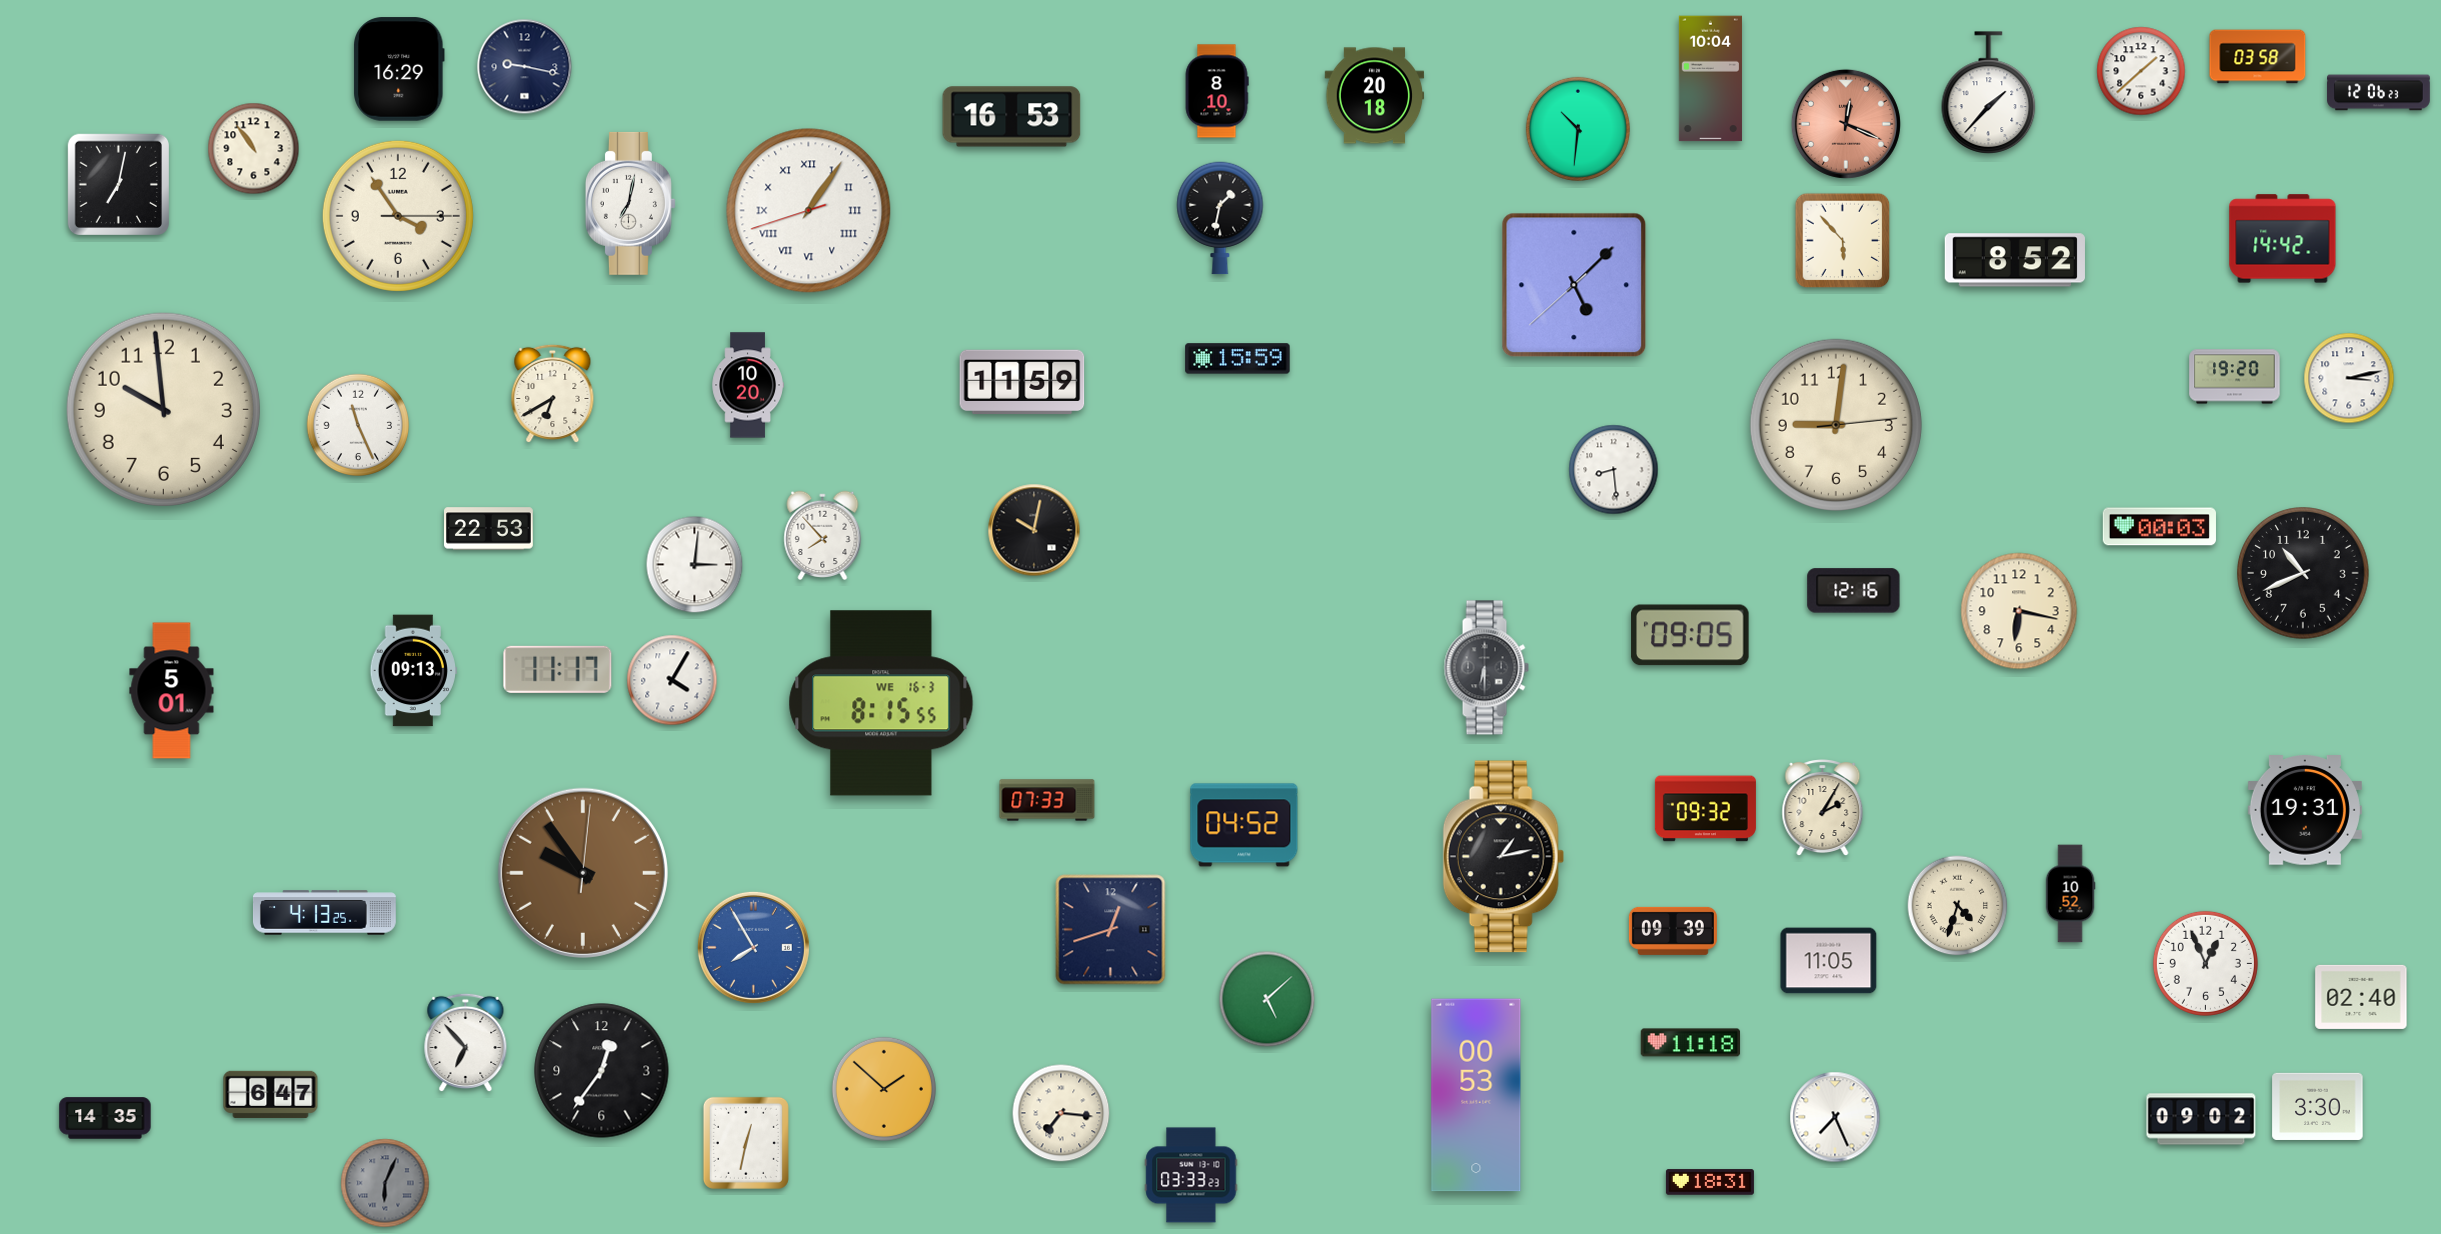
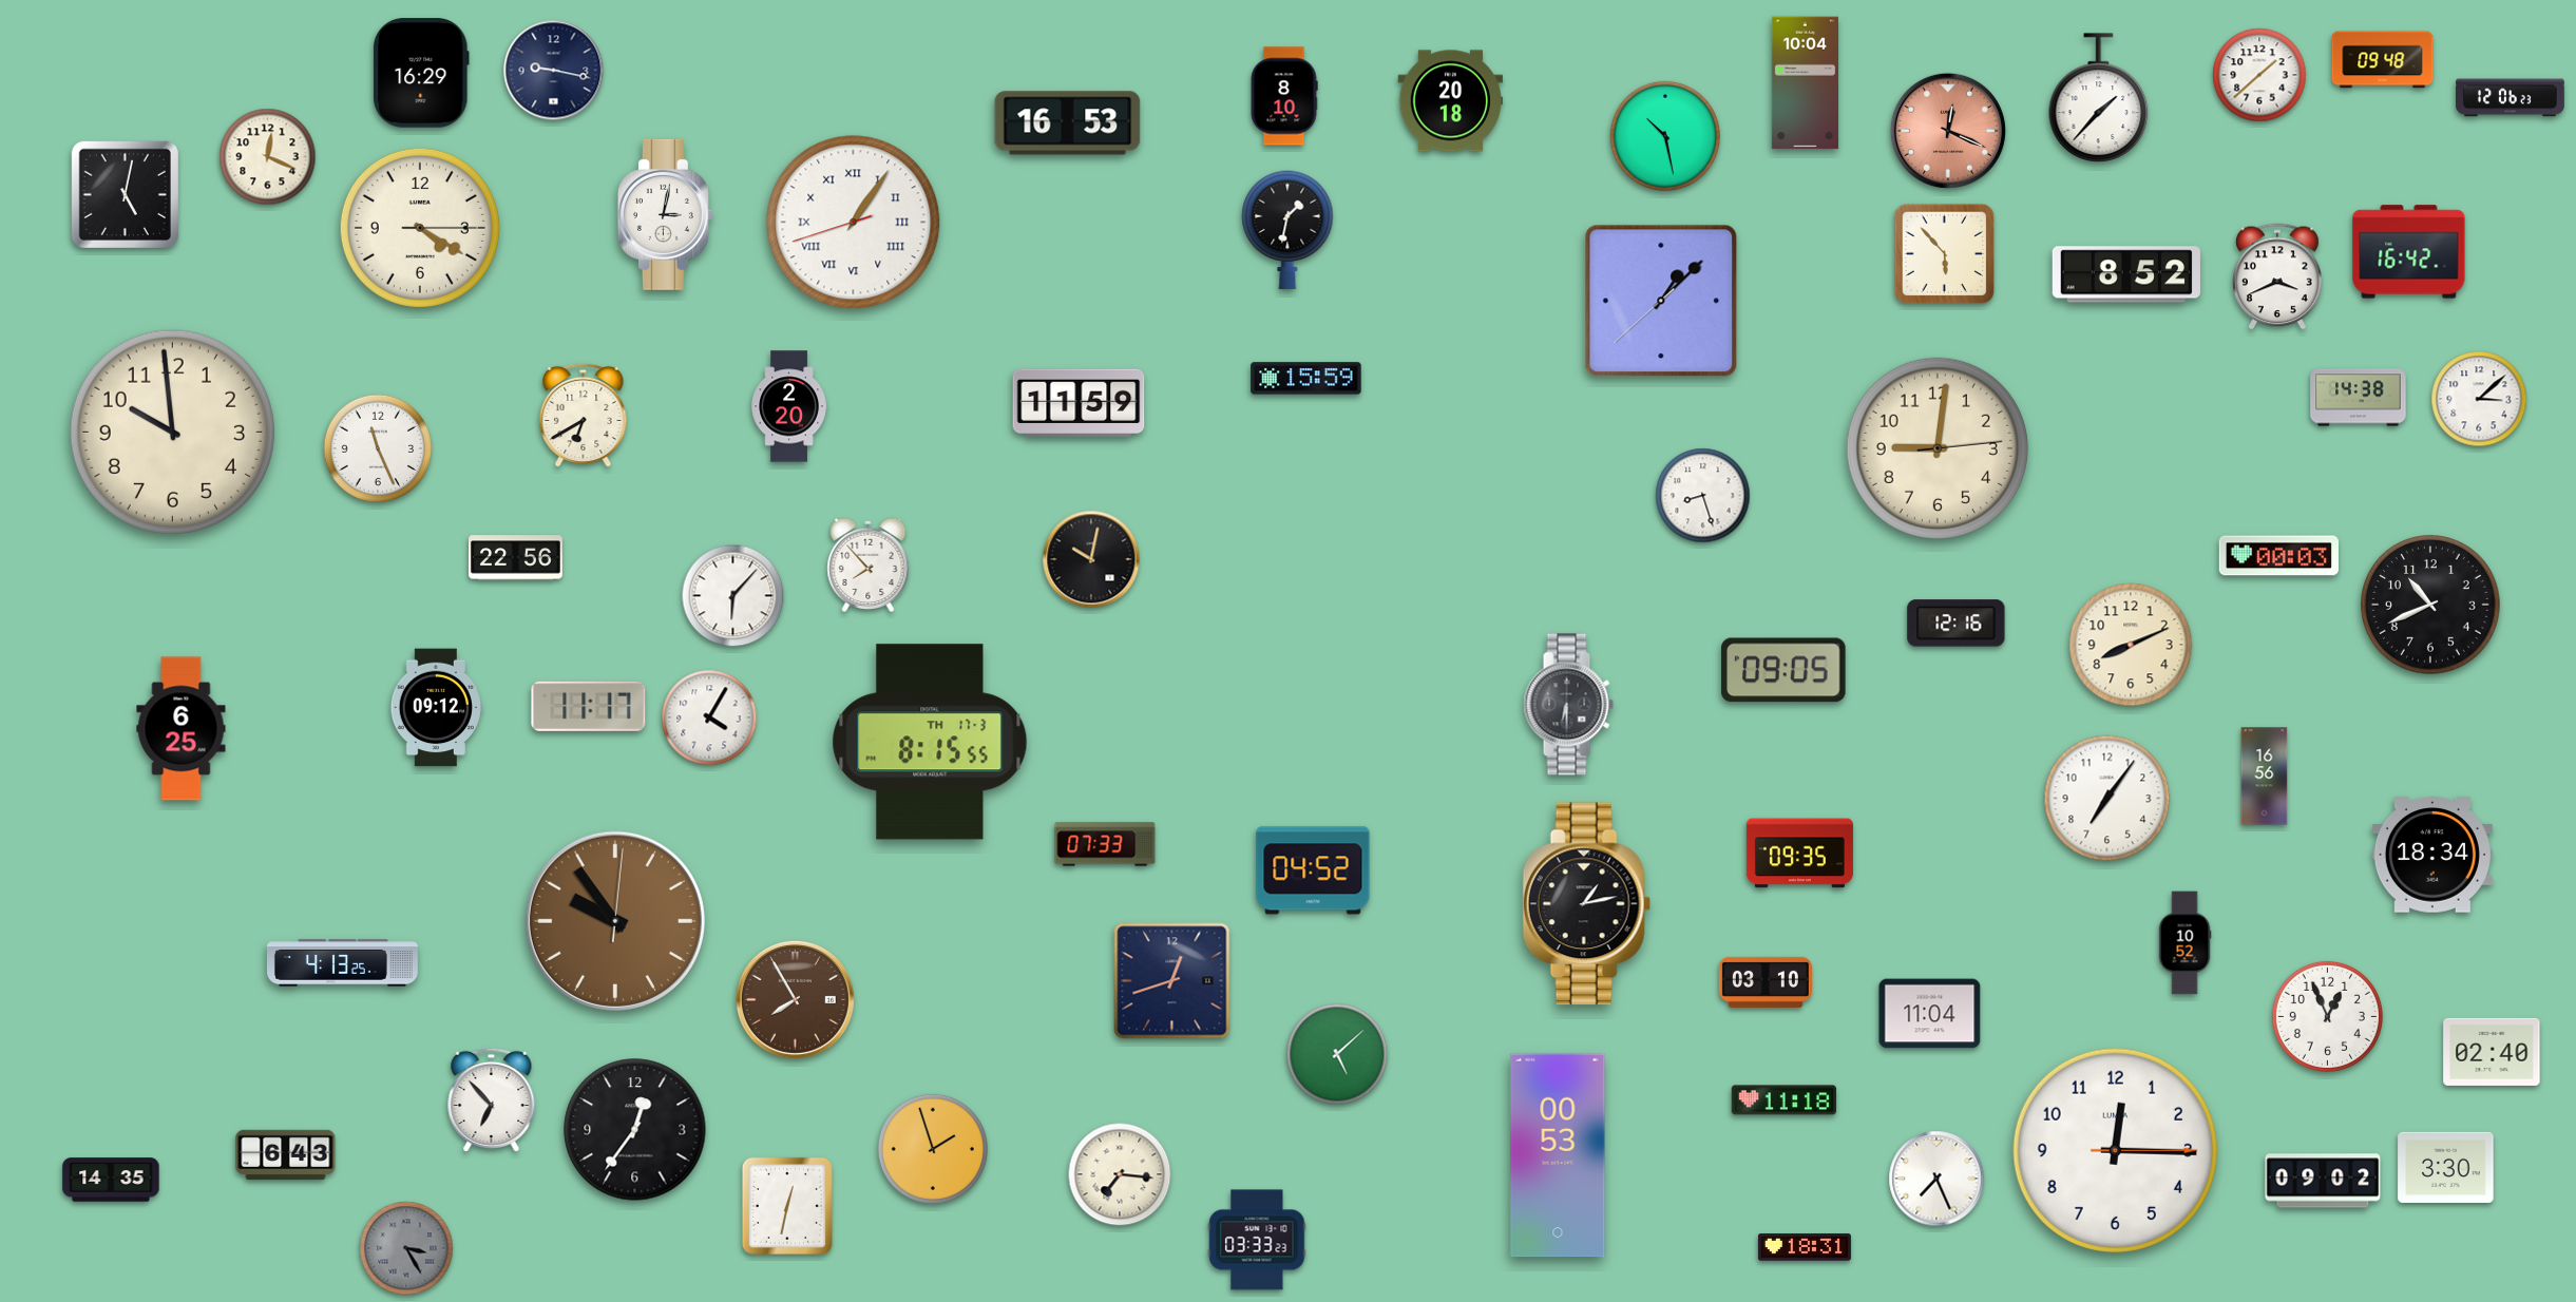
clock at (2258, 57): 03:58 -> 09:48
clock at (1578, 129): 10:31 -> 10:28
clock at (254, 149): 10:54 -> 12:19
clock at (118, 184): 7:02 -> 5:02
clock at (630, 203): 7:02 -> 3:02
clock at (398, 216): 3:54 -> 4:20
clock at (2283, 239): 14:42 -> 16:42
clock at (2277, 276): none -> 3:41
clock at (1574, 285): 5:07 -> 1:07
clock at (2235, 377): 19:20 -> 14:38
clock at (2349, 378): 3:13 -> 3:08
clock at (748, 385): 10:20 -> 2:20
clock at (1614, 470): 8:29 -> 8:27
clock at (489, 529): 22:53 -> 22:56
clock at (695, 565): 3:01 -> 6:07
clock at (2019, 611): 6:17 -> 8:11
clock at (413, 671): 09:13 -> 09:12
clock at (172, 691): 5:01 -> 6:25
clock at (881, 703) date: WE 16-3 -> TH 17-3
clock at (2265, 777): none -> 16:56
clock at (2107, 799): none -> 7:06
clock at (1823, 808): 2:05 -> none
clock at (1705, 809): 09:32 -> 09:35
clock at (2305, 810): 19:31 -> 18:34
clock at (1958, 906): 4:33 -> none
clock at (1673, 931): 09:39 -> 03:10
clock at (753, 947) dial: blue -> brown
clock at (1829, 961): 11:05 -> 11:04
clock at (884, 1089): 1:52 -> 1:57
clock at (2115, 1150): none -> 12:15
clock at (271, 1094): 6:47 -> 6:43
clock at (385, 1183): 6:04 -> 3:25
